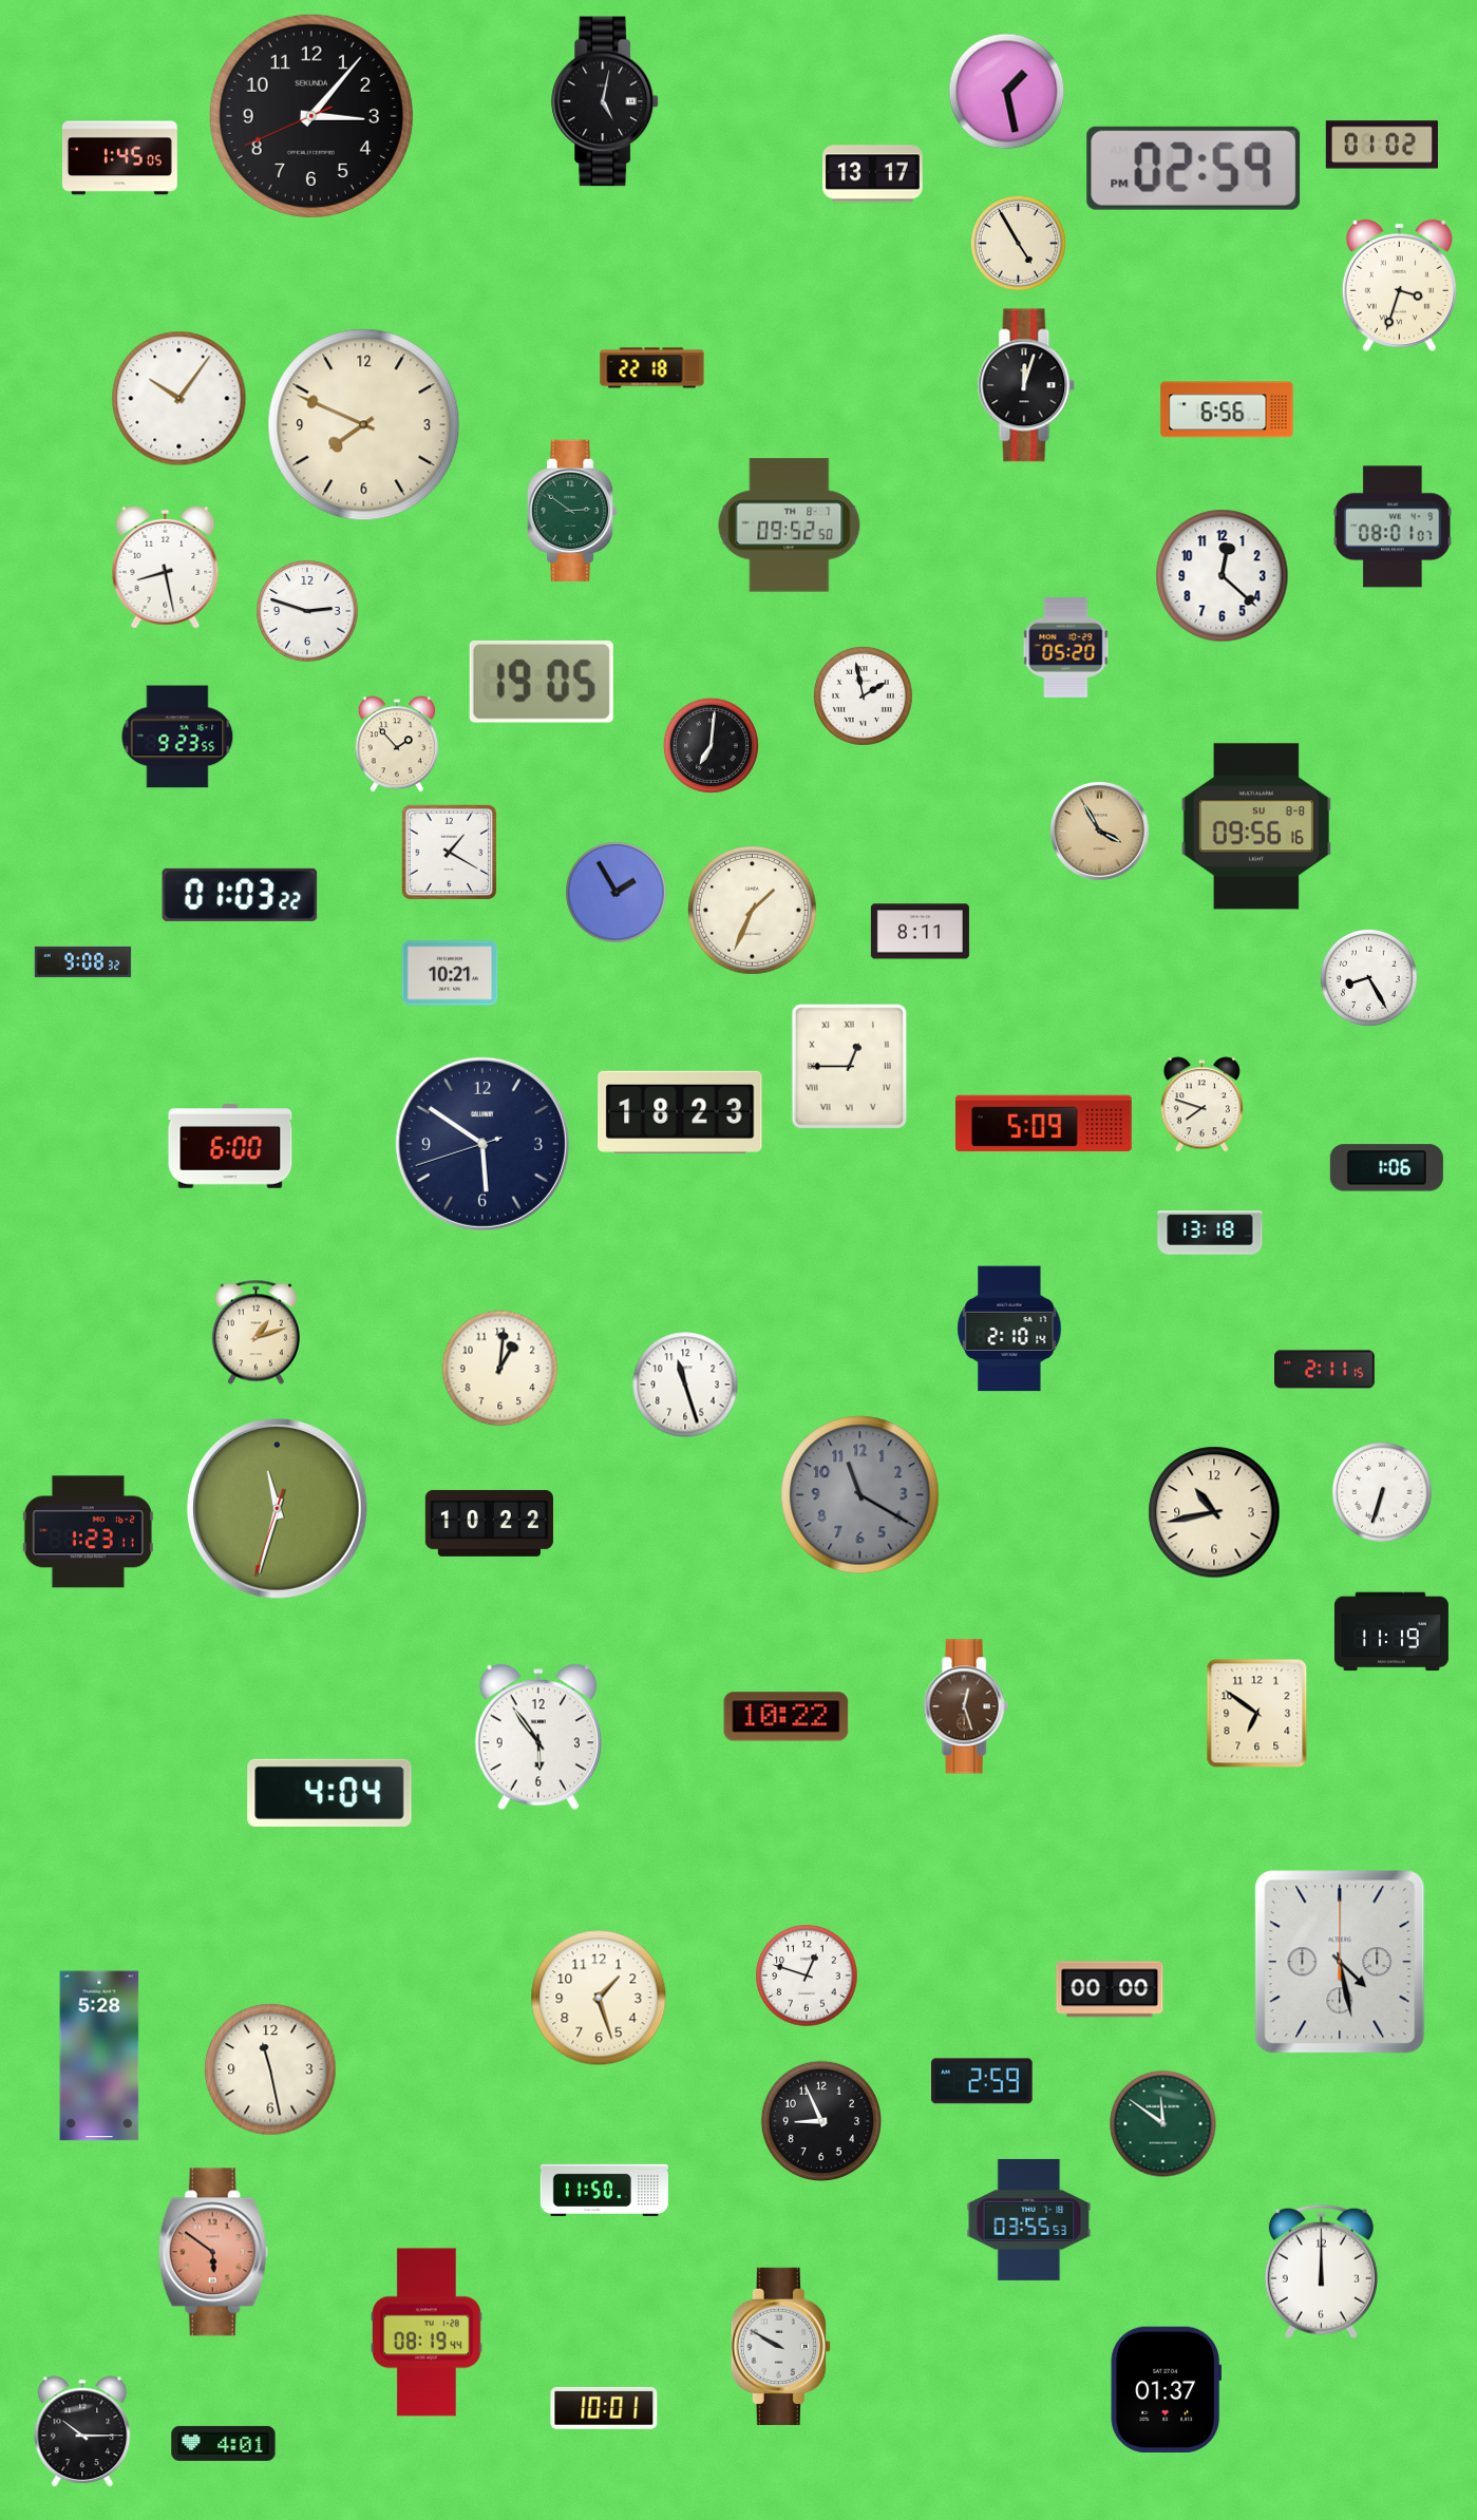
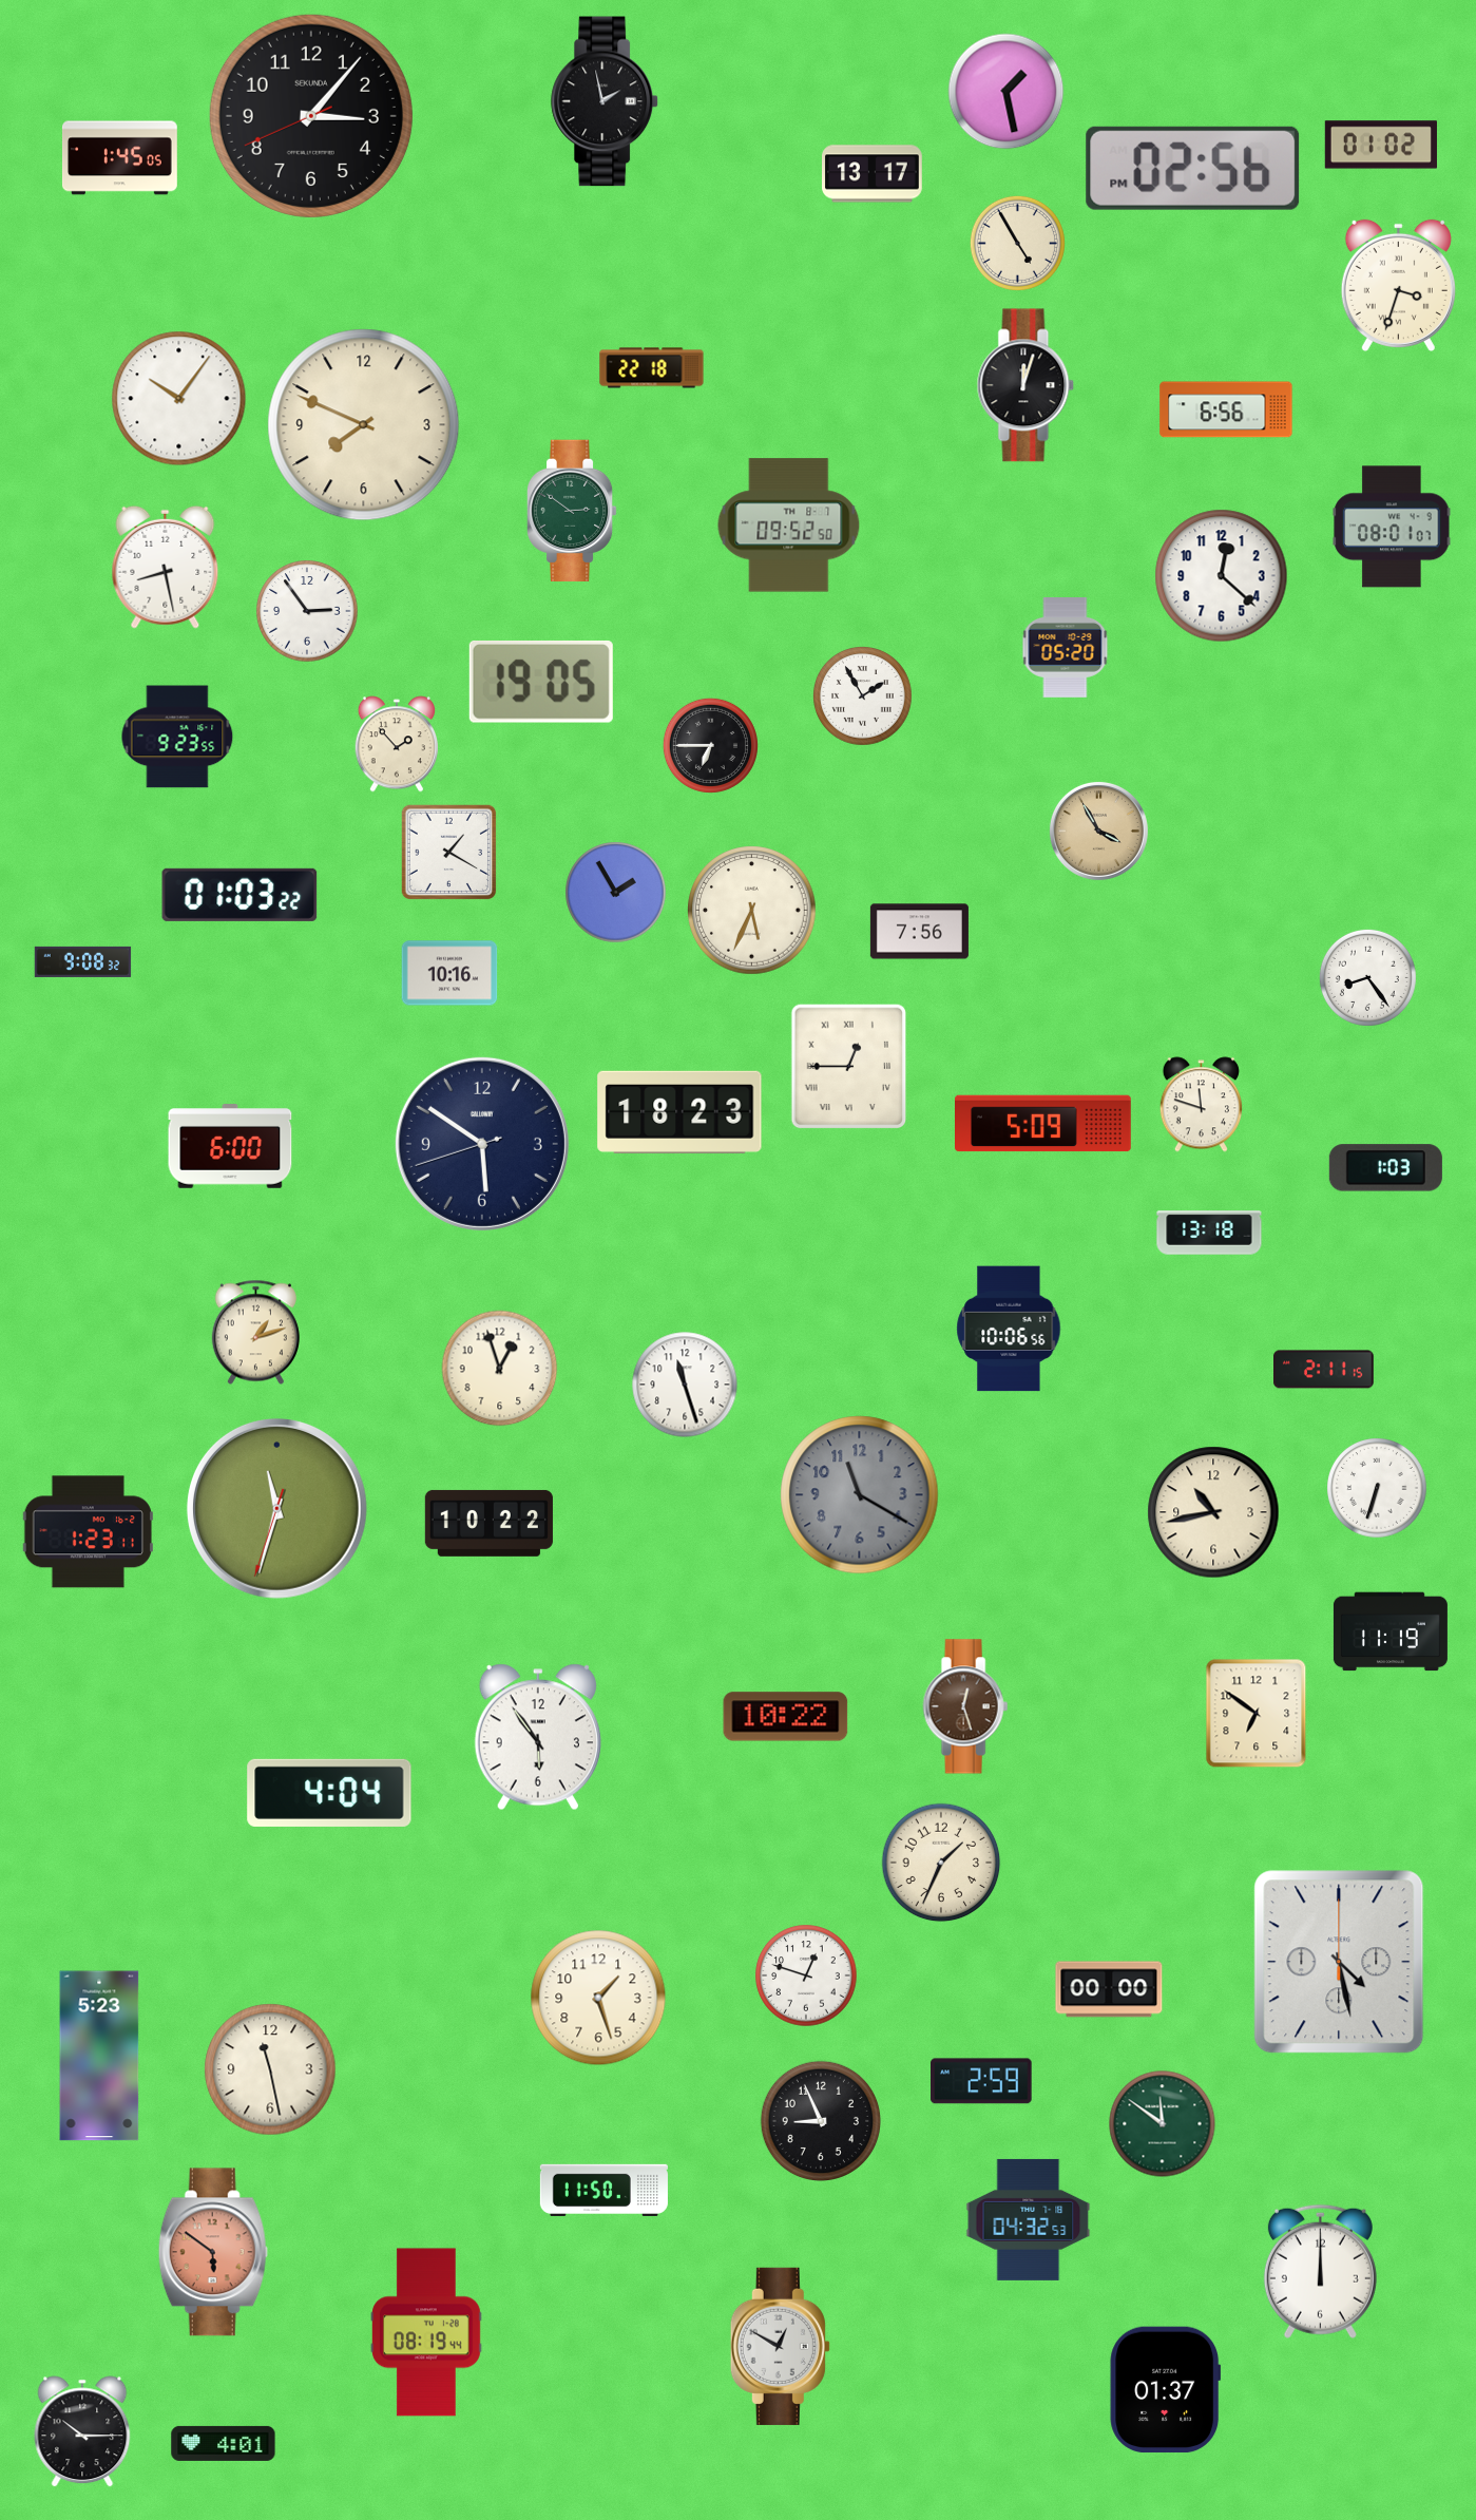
clock at (605, 101): 5:02 -> 1:58
clock at (1194, 168): 02:59 -> 02:56
clock at (307, 611): 2:48 -> 2:54
clock at (864, 696): 1:58 -> 1:55
clock at (711, 745): 7:01 -> 6:45
clock at (1256, 826): 09:56 -> none
clock at (753, 911): 1:34 -> 5:34
clock at (920, 932): 8:11 -> 7:56
clock at (450, 973): 10:21 -> 10:16
clock at (1368, 977): 8:25 -> 8:24
clock at (1201, 1105): 7:48 -> 11:48
clock at (1386, 1168): 1:06 -> 1:03
clock at (1009, 1329): 2:10 -> 10:06
clock at (500, 1369): 1:01 -> 12:57
clock at (1382, 1492) position: (1382, 1492) -> (1377, 1488)
clock at (941, 1863): none -> 1:34
clock at (99, 2056): 5:28 -> 5:23
clock at (1029, 2219): 03:55 -> 04:32
clock at (780, 2346): 9:50 -> 12:50
clock at (604, 2408): 10:01 -> none
